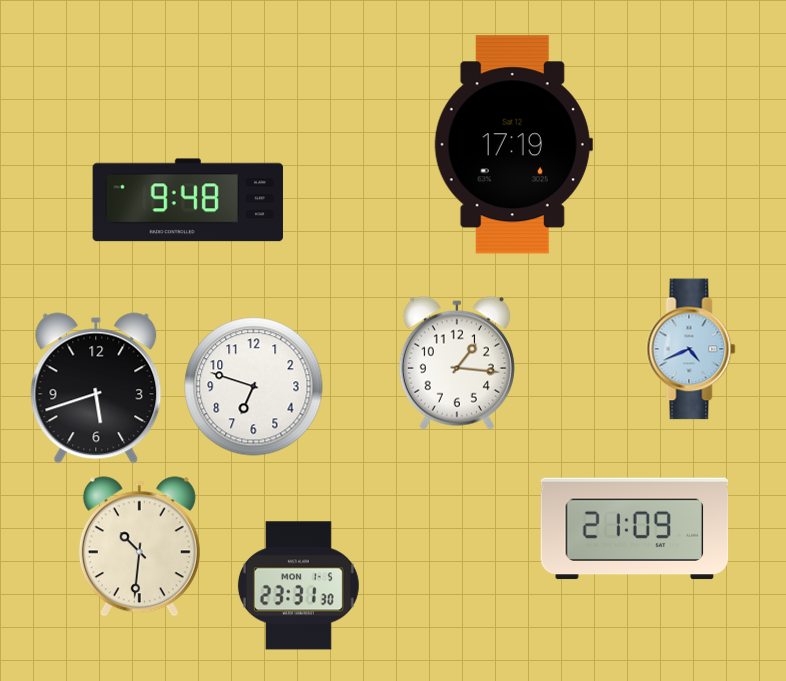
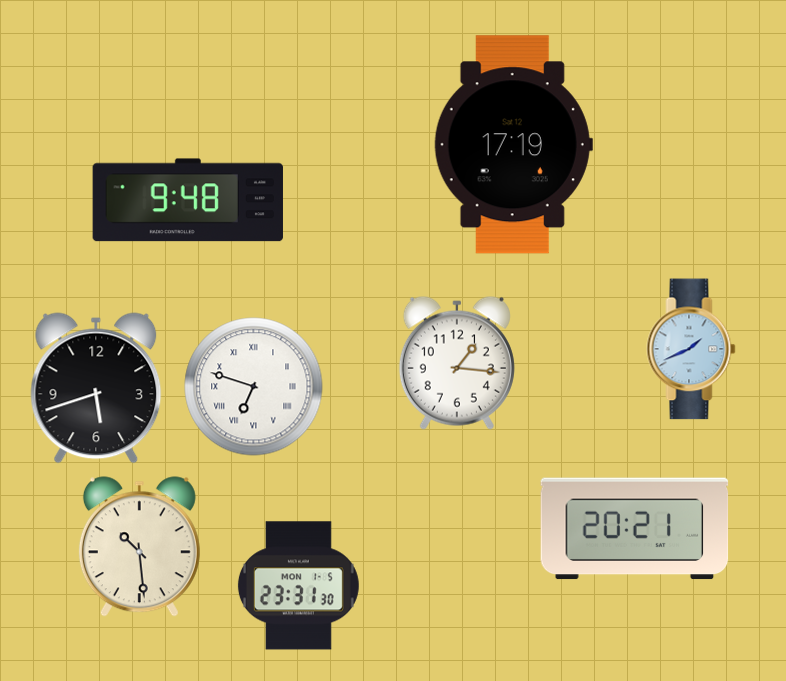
clock at (691, 349): 4:41 -> 1:41
clock at (254, 387) numerals: Arabic -> Roman
clock at (635, 529): 21:09 -> 20:21
clock at (139, 547): 10:31 -> 10:29
